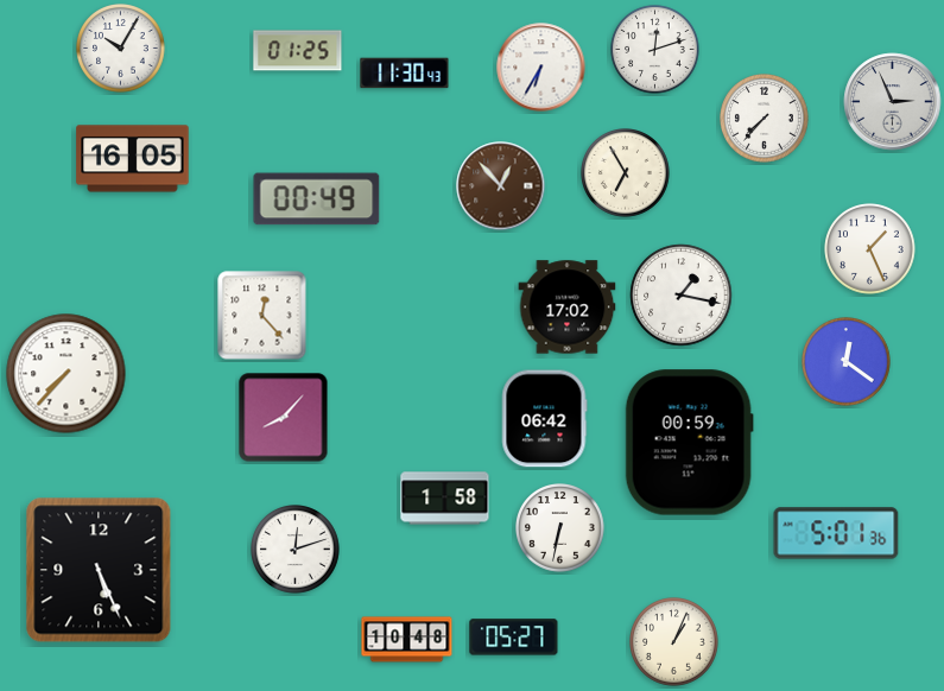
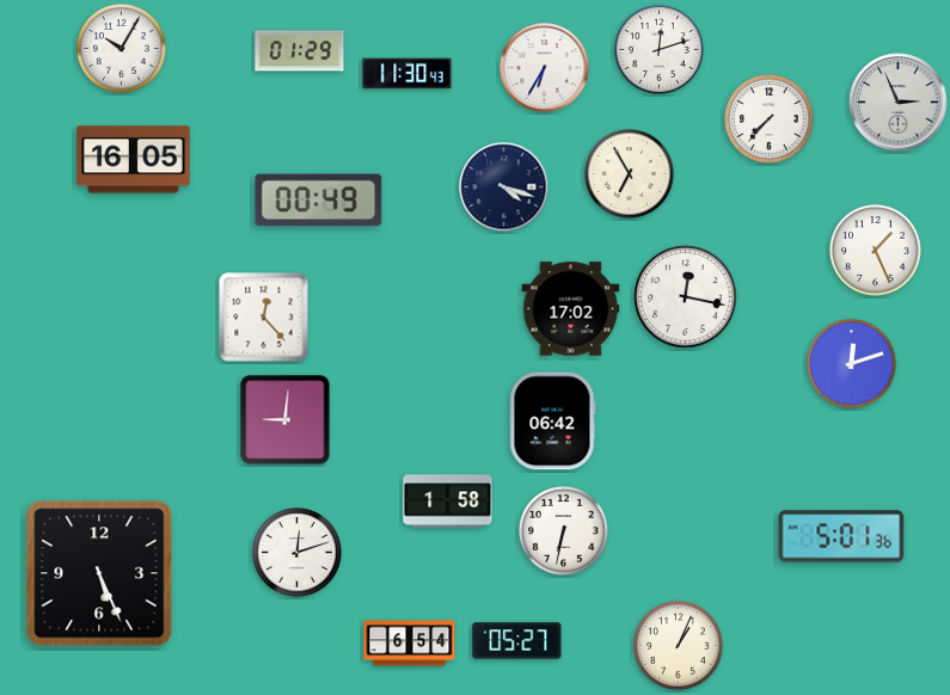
clock at (298, 51): 01:25 -> 01:29
clock at (501, 186): 12:53 -> 4:18
clock at (501, 186) dial: brown -> navy
clock at (682, 296): 1:17 -> 12:17
clock at (847, 362): 12:21 -> 12:12
clock at (66, 374): 7:37 -> none
clock at (284, 418): 8:07 -> 9:01
clock at (544, 419) position: (544, 419) -> (552, 422)
clock at (689, 443): 00:59 -> none
clock at (407, 640): 10:48 -> 6:54
